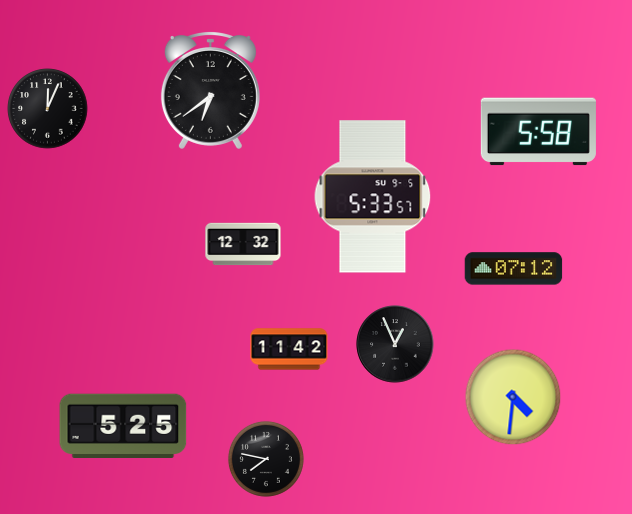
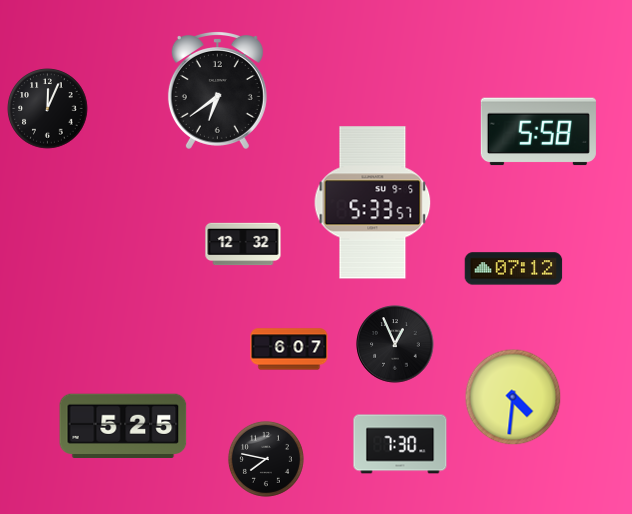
clock at (210, 91) position: (210, 91) -> (217, 91)
clock at (373, 197) position: (373, 197) -> (373, 203)
clock at (289, 349): 11:42 -> 6:07
clock at (400, 444): none -> 7:30
